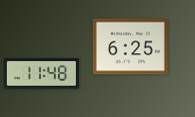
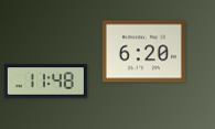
clock at (130, 47): 6:25 -> 6:20
